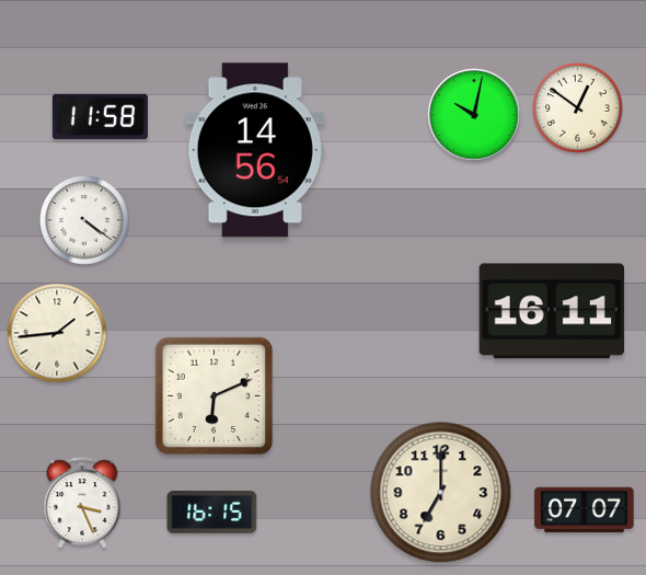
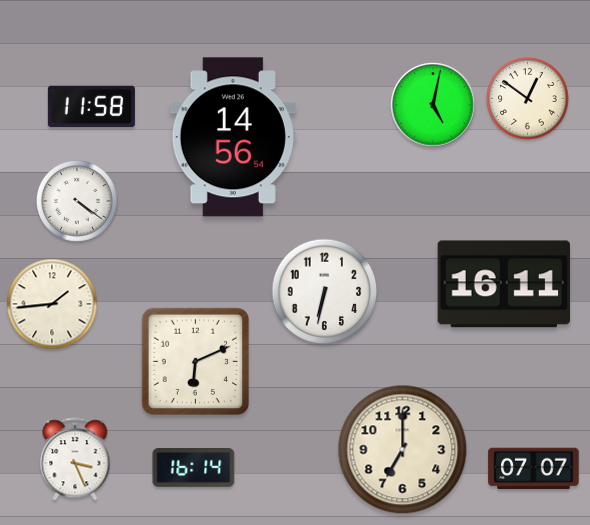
clock at (474, 115): 10:02 -> 5:02
clock at (325, 292): none -> 6:32
clock at (585, 510) position: (585, 510) -> (534, 469)
clock at (212, 513): 16:15 -> 16:14
